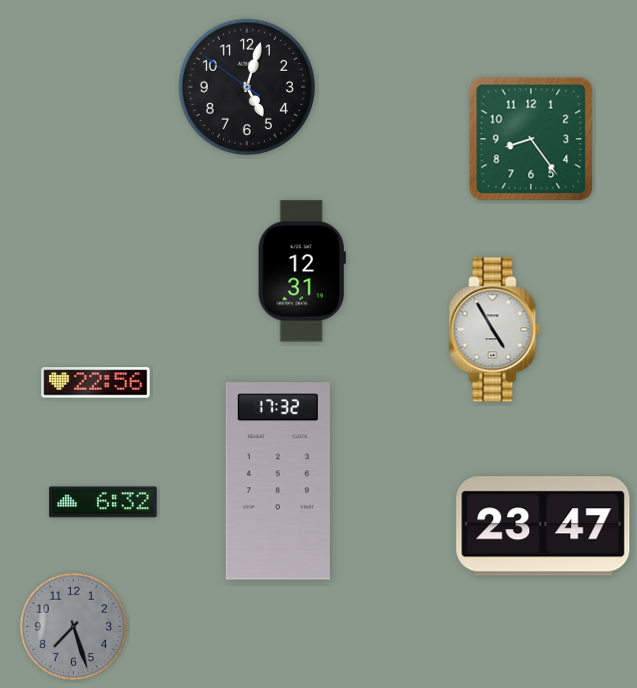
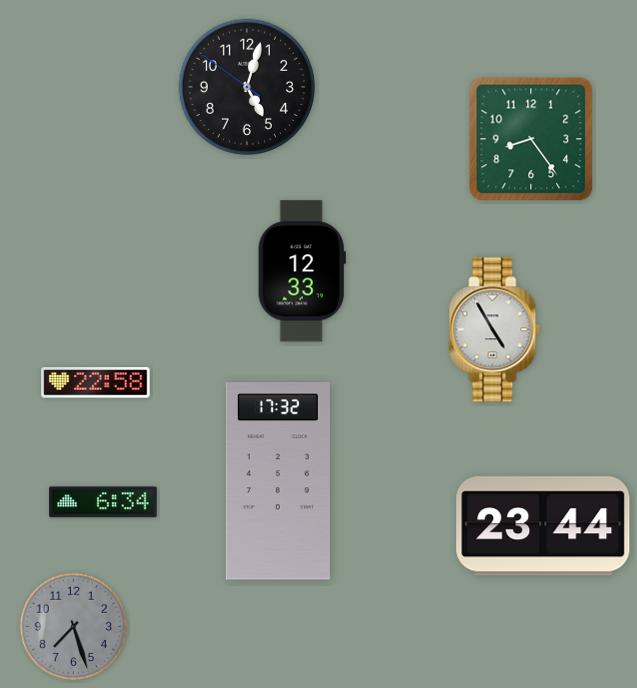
clock at (302, 271): 12:31 -> 12:33
clock at (96, 383): 22:56 -> 22:58
clock at (103, 502): 6:32 -> 6:34
clock at (543, 526): 23:47 -> 23:44
